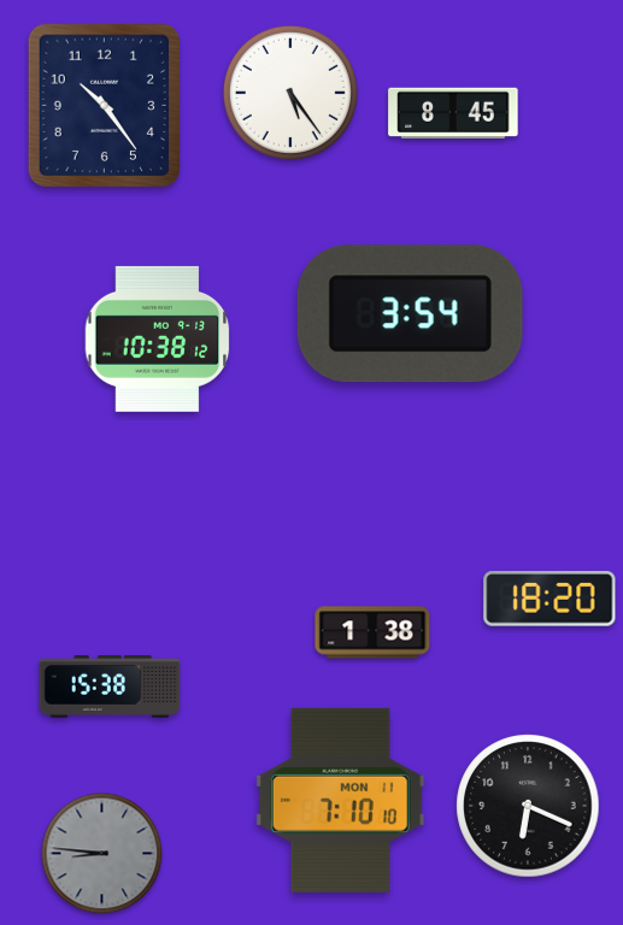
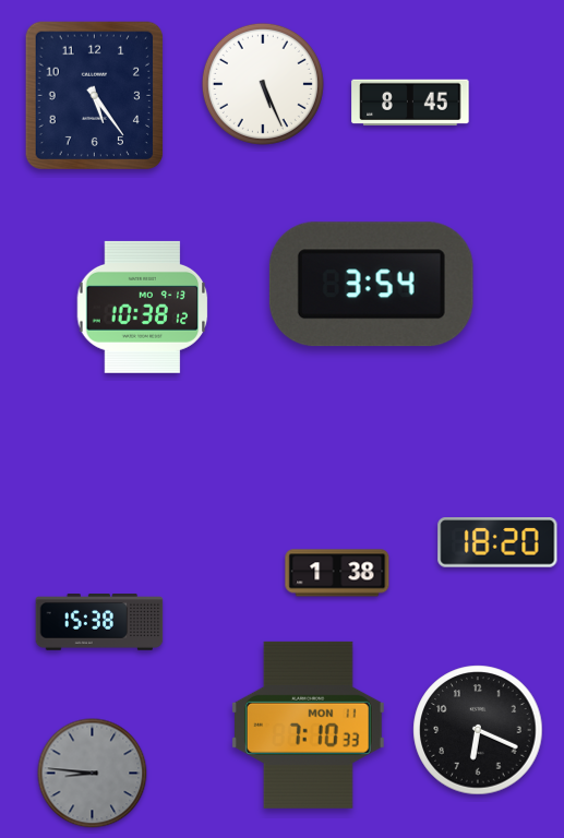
clock at (290, 93): 5:24 -> 5:26
clock at (105, 106): 10:24 -> 5:24
clock at (340, 800): 7:10:10 -> 7:10:33
